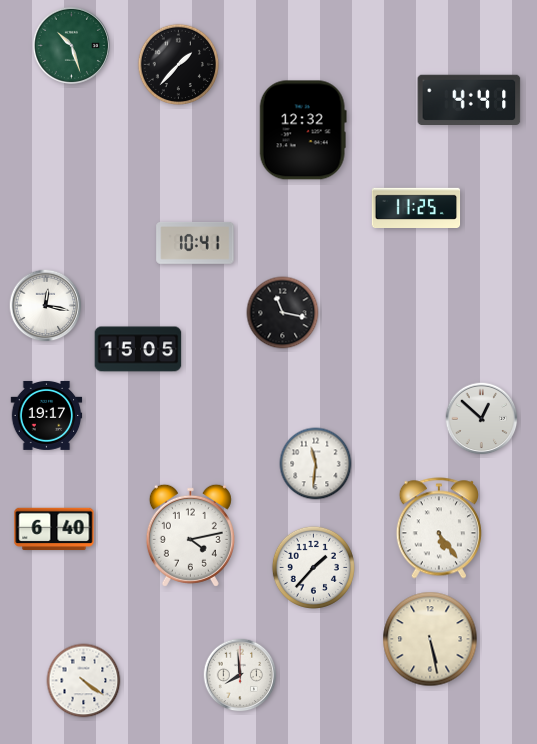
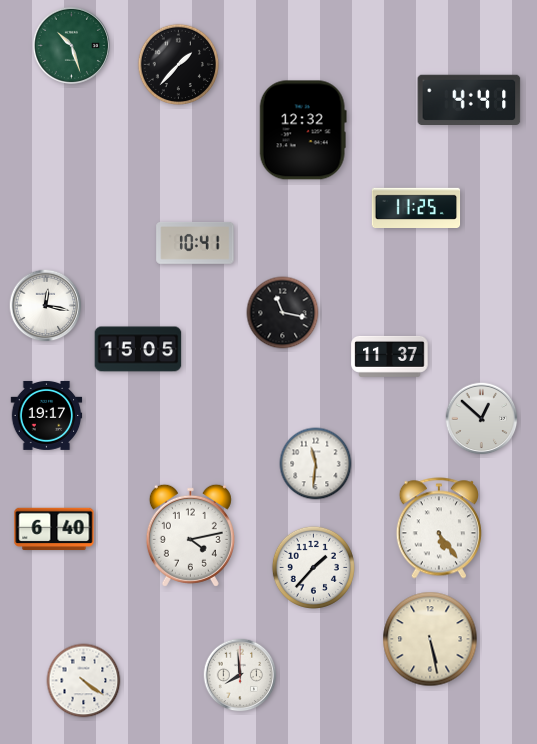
clock at (390, 356): none -> 11:37
